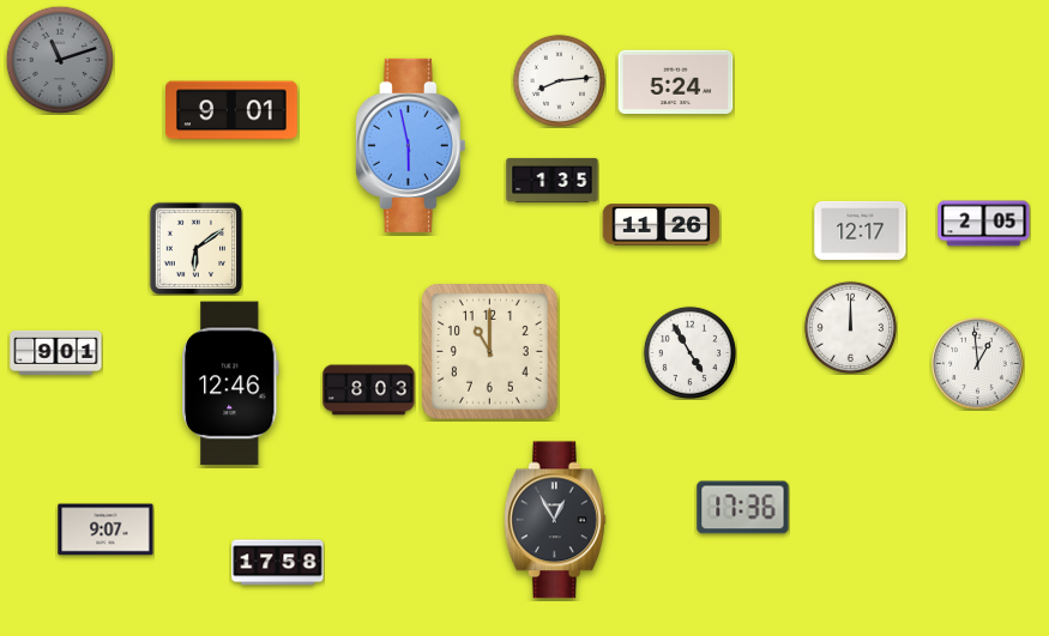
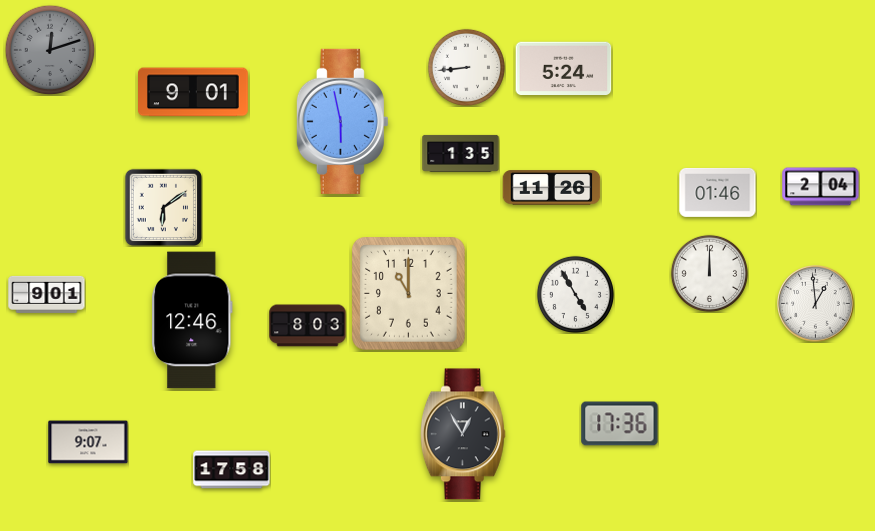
clock at (60, 60): 11:12 -> 12:12
clock at (559, 80): 8:14 -> 8:44
clock at (553, 180) position: (553, 180) -> (461, 153)
clock at (984, 224): 2:05 -> 2:04
clock at (861, 230): 12:17 -> 01:46
